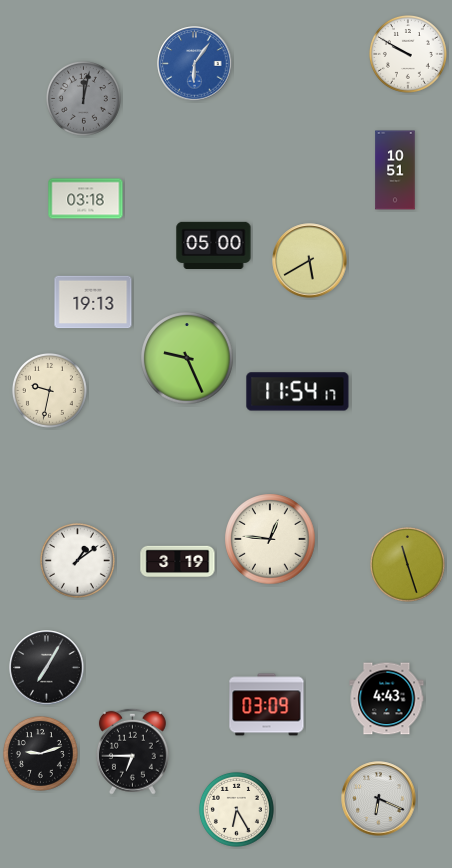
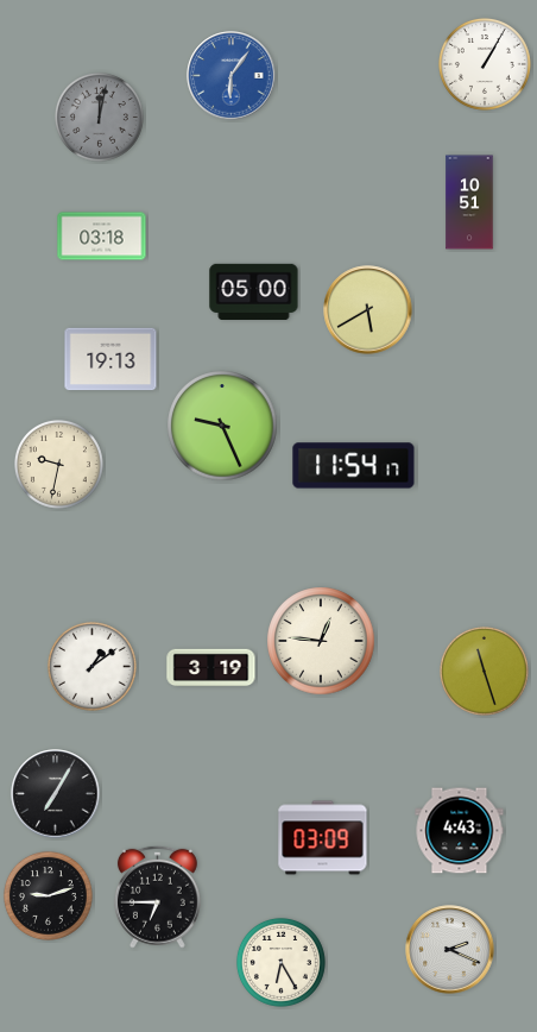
clock at (408, 54): 9:50 -> 1:05
clock at (267, 705) position: (267, 705) -> (323, 838)
clock at (132, 751) position: (132, 751) -> (157, 896)
clock at (379, 799): 6:19 -> 2:19
